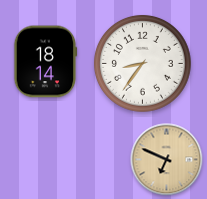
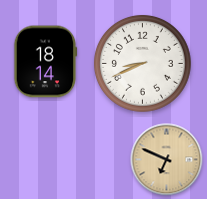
clock at (143, 64): 8:36 -> 8:41
